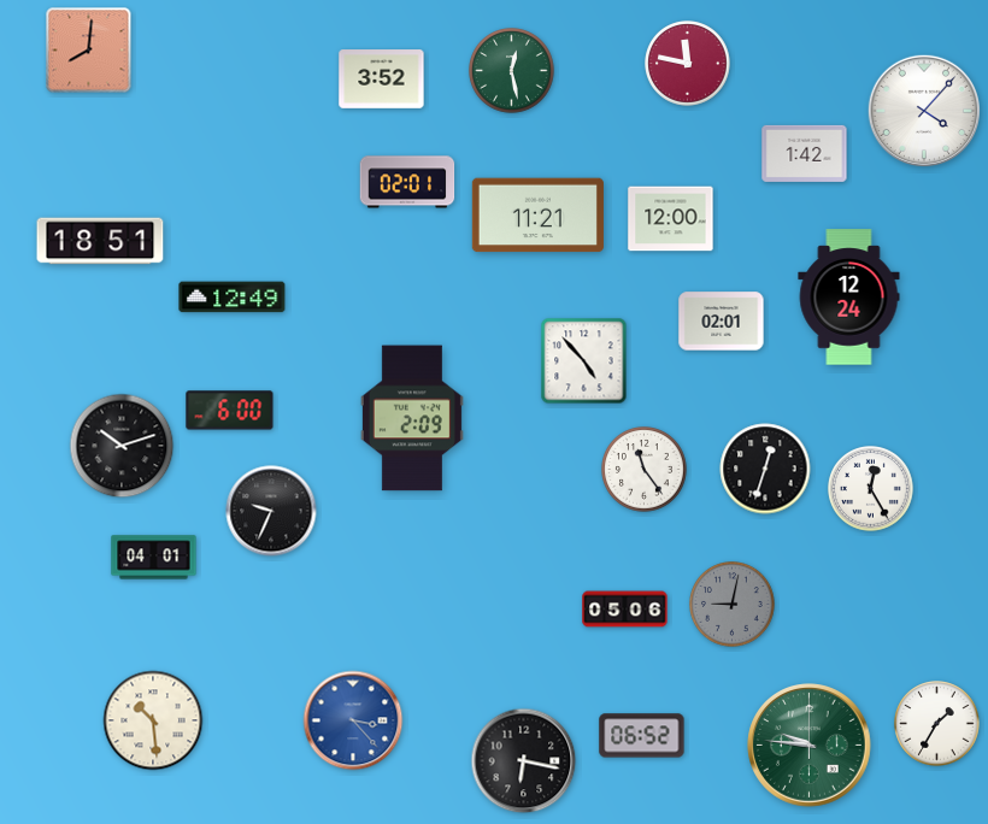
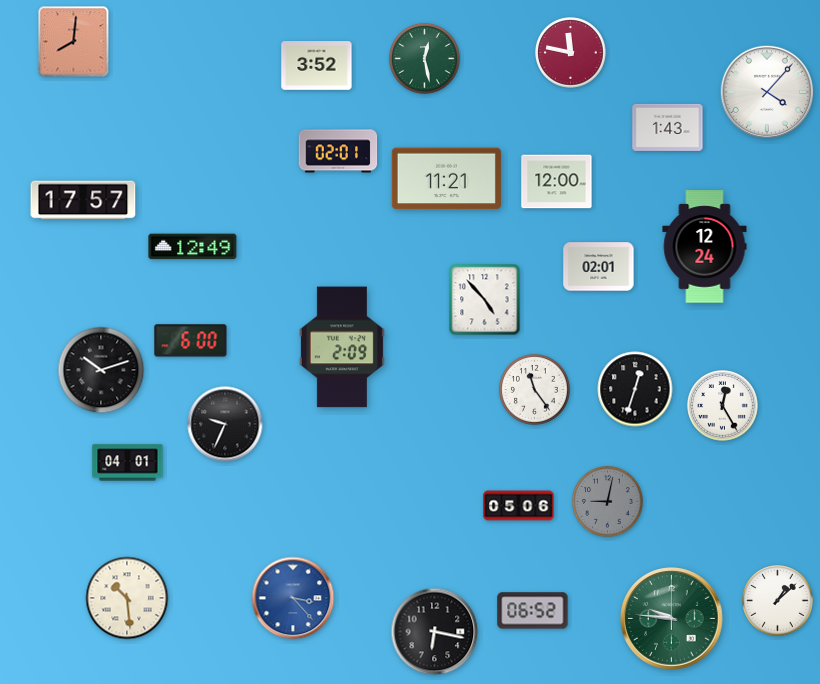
clock at (805, 153): 1:42 -> 1:43
clock at (100, 241): 18:51 -> 17:57
clock at (937, 724): 1:35 -> 1:08
